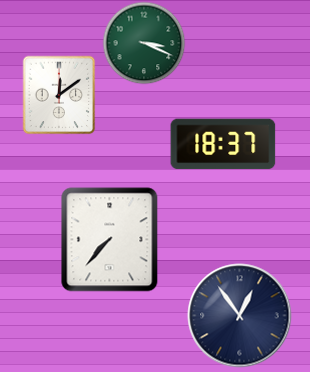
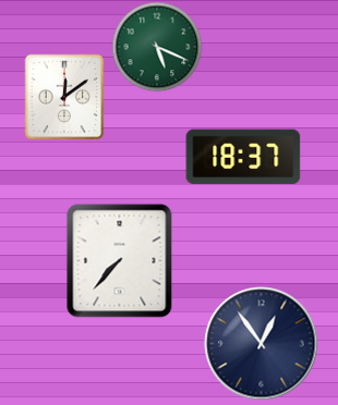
clock at (144, 43): 3:19 -> 5:19
clock at (59, 95) position: (59, 95) -> (64, 97)
